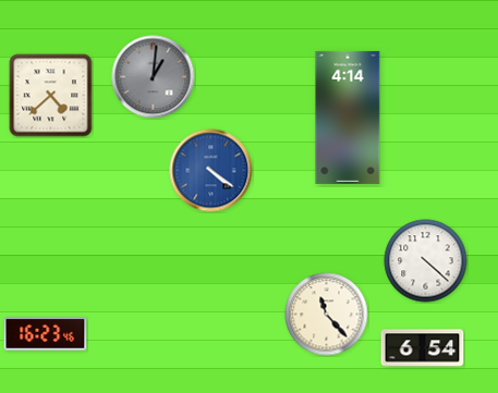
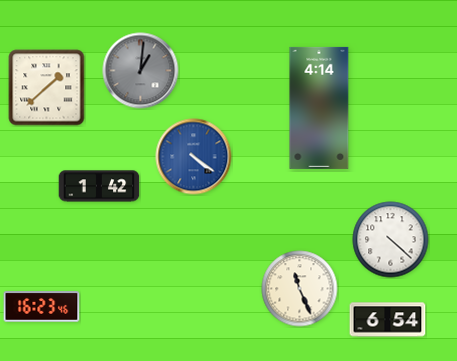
clock at (51, 96): 4:38 -> 1:38
clock at (99, 186): none -> 1:42
clock at (327, 315): 11:23 -> 11:26
